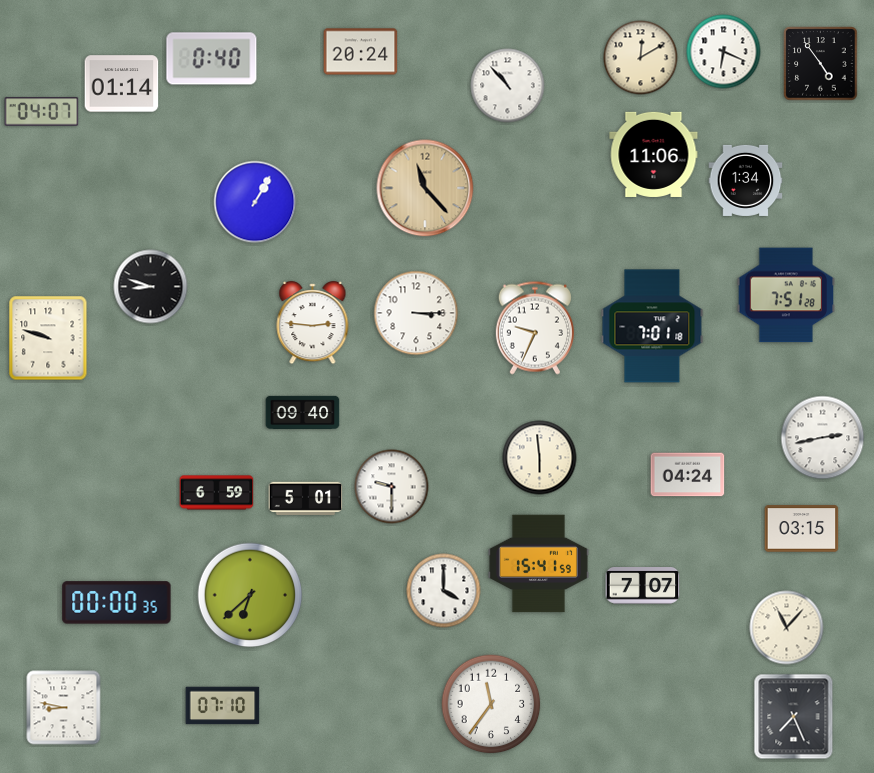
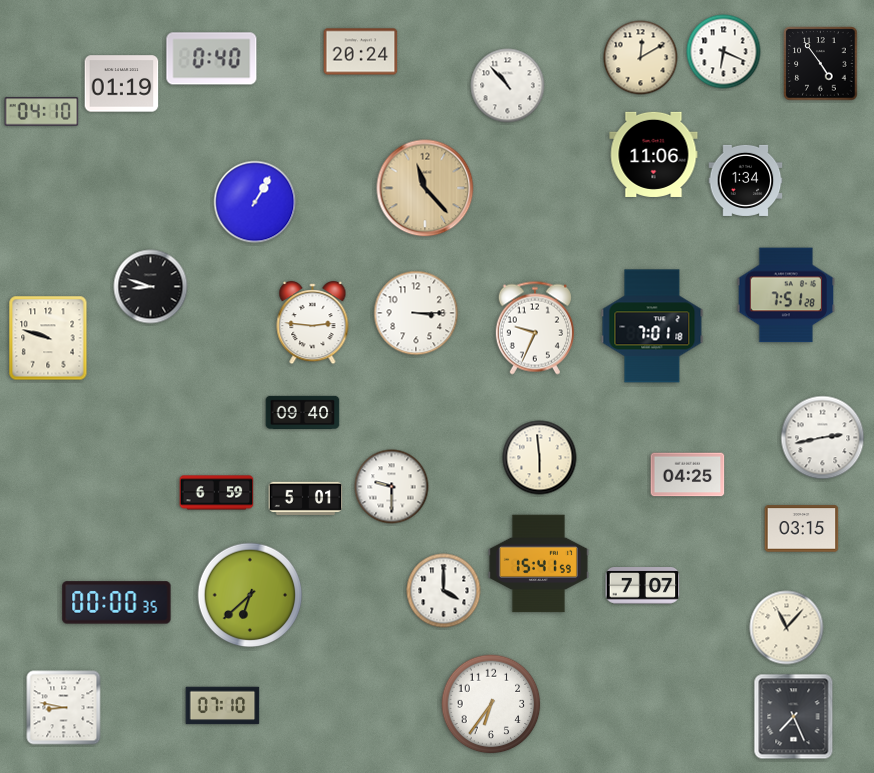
clock at (122, 84): 01:14 -> 01:19
clock at (42, 112): 04:07 -> 04:10
clock at (688, 475): 04:24 -> 04:25
clock at (491, 704): 11:36 -> 6:36
